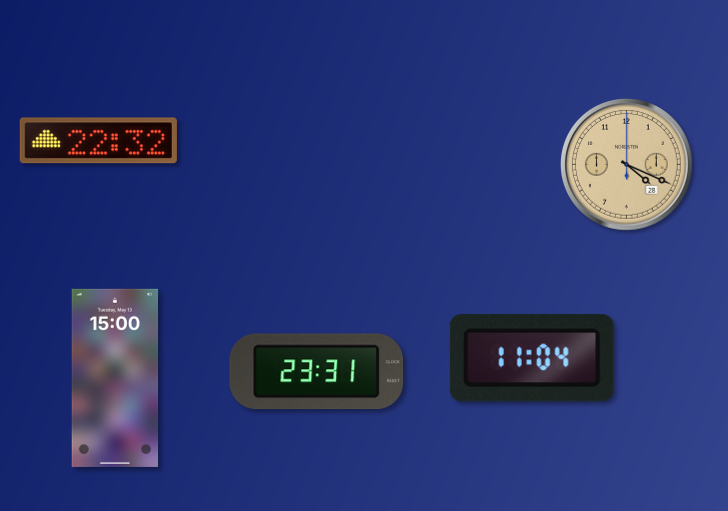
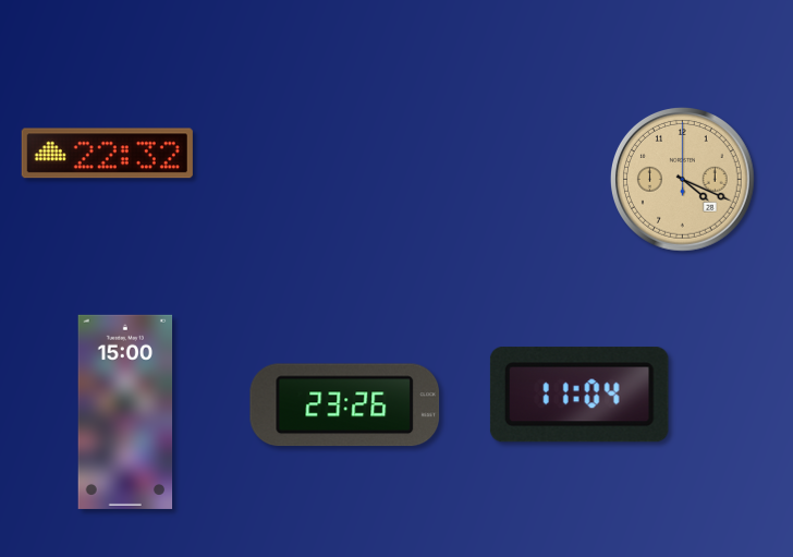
clock at (532, 358) position: (532, 358) -> (579, 395)
clock at (317, 372): 23:31 -> 23:26
